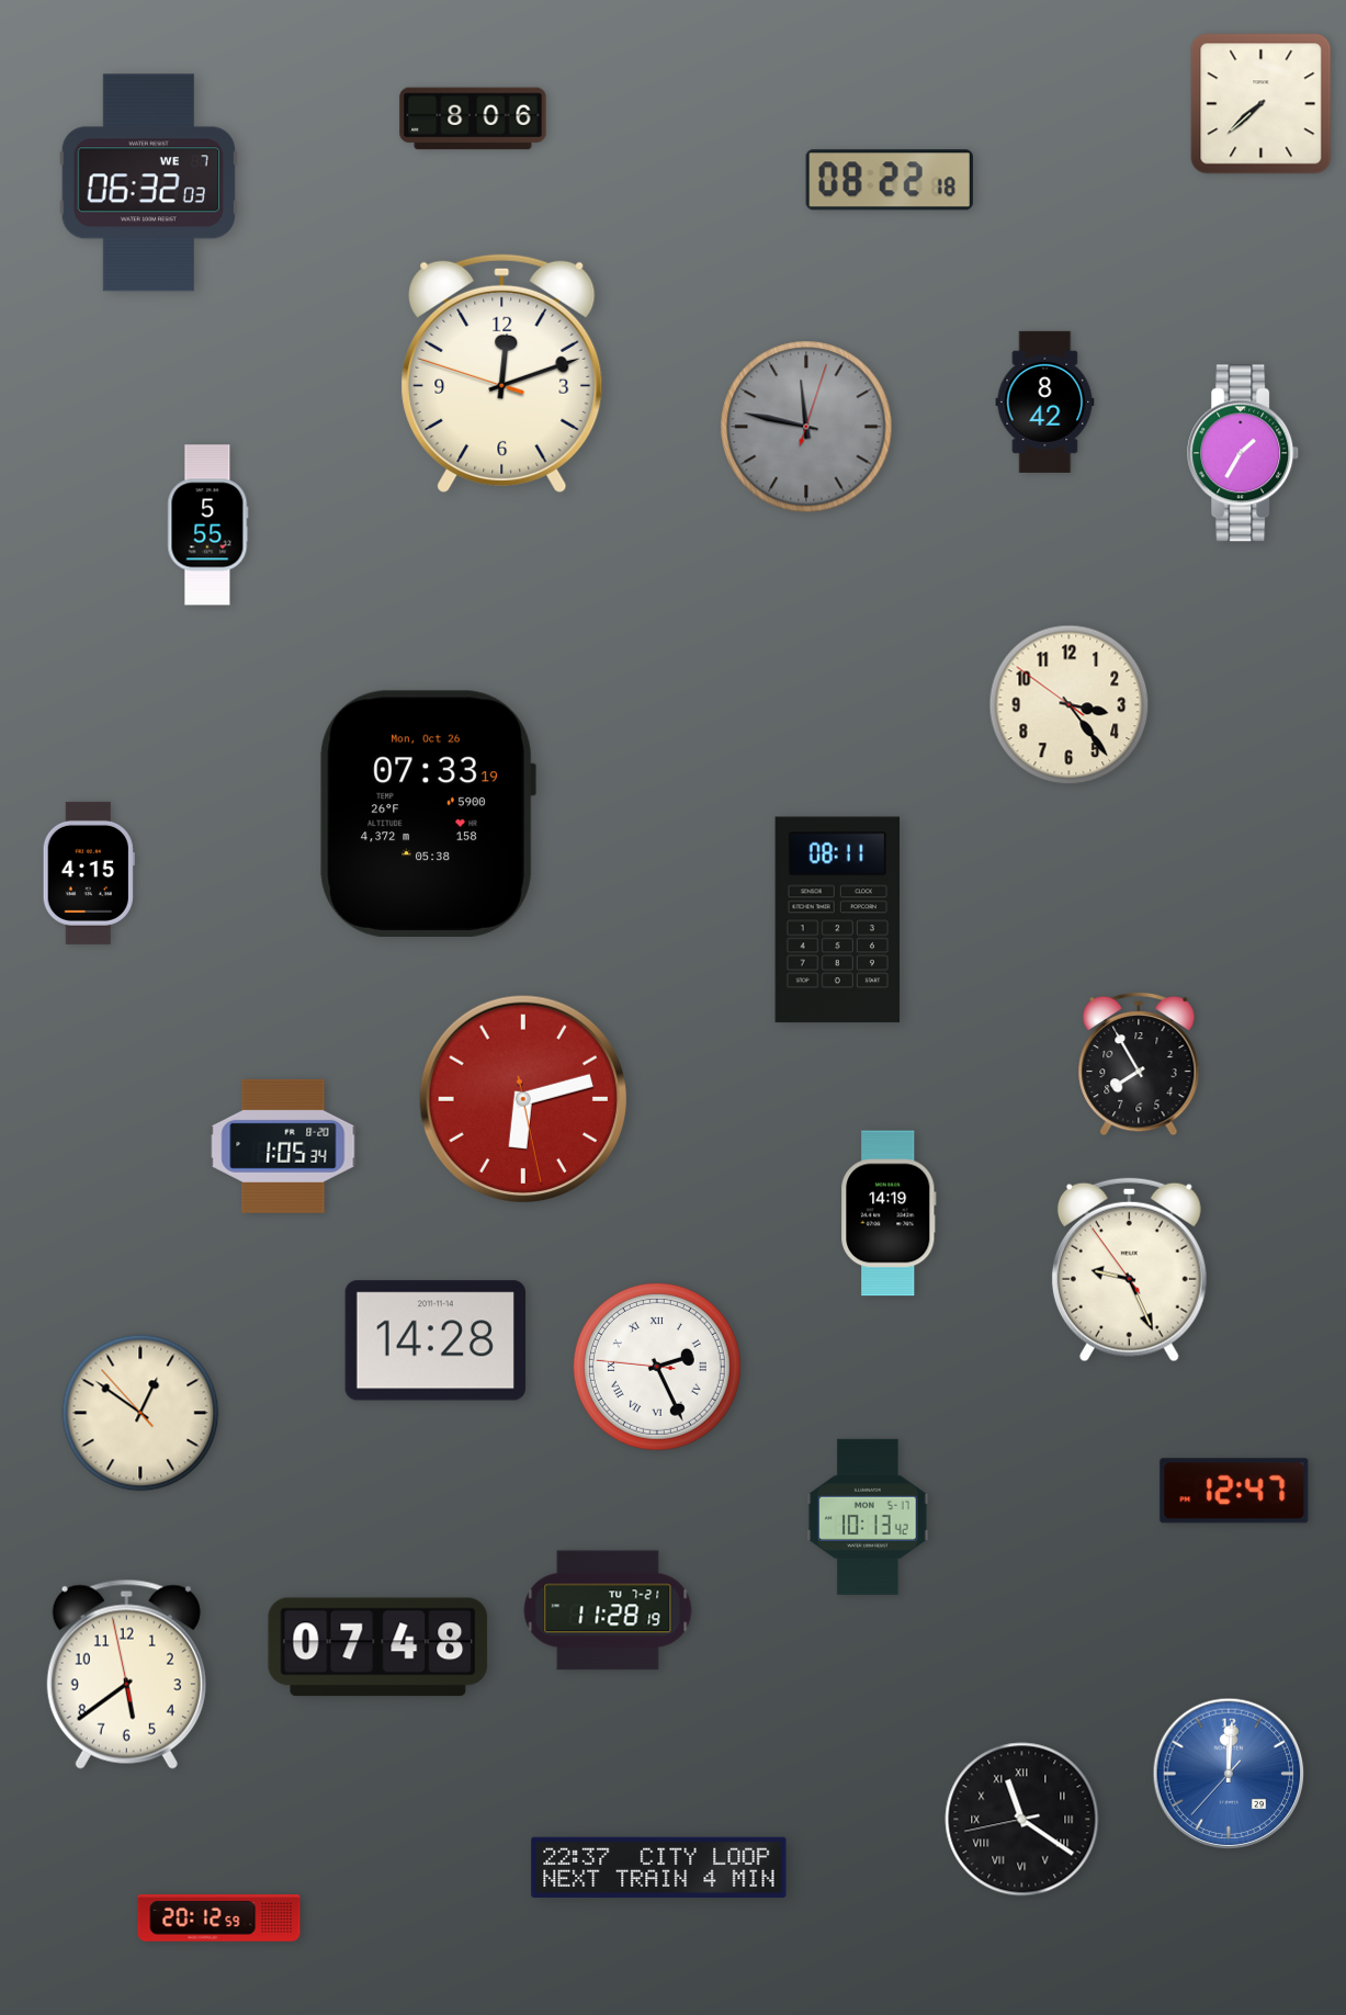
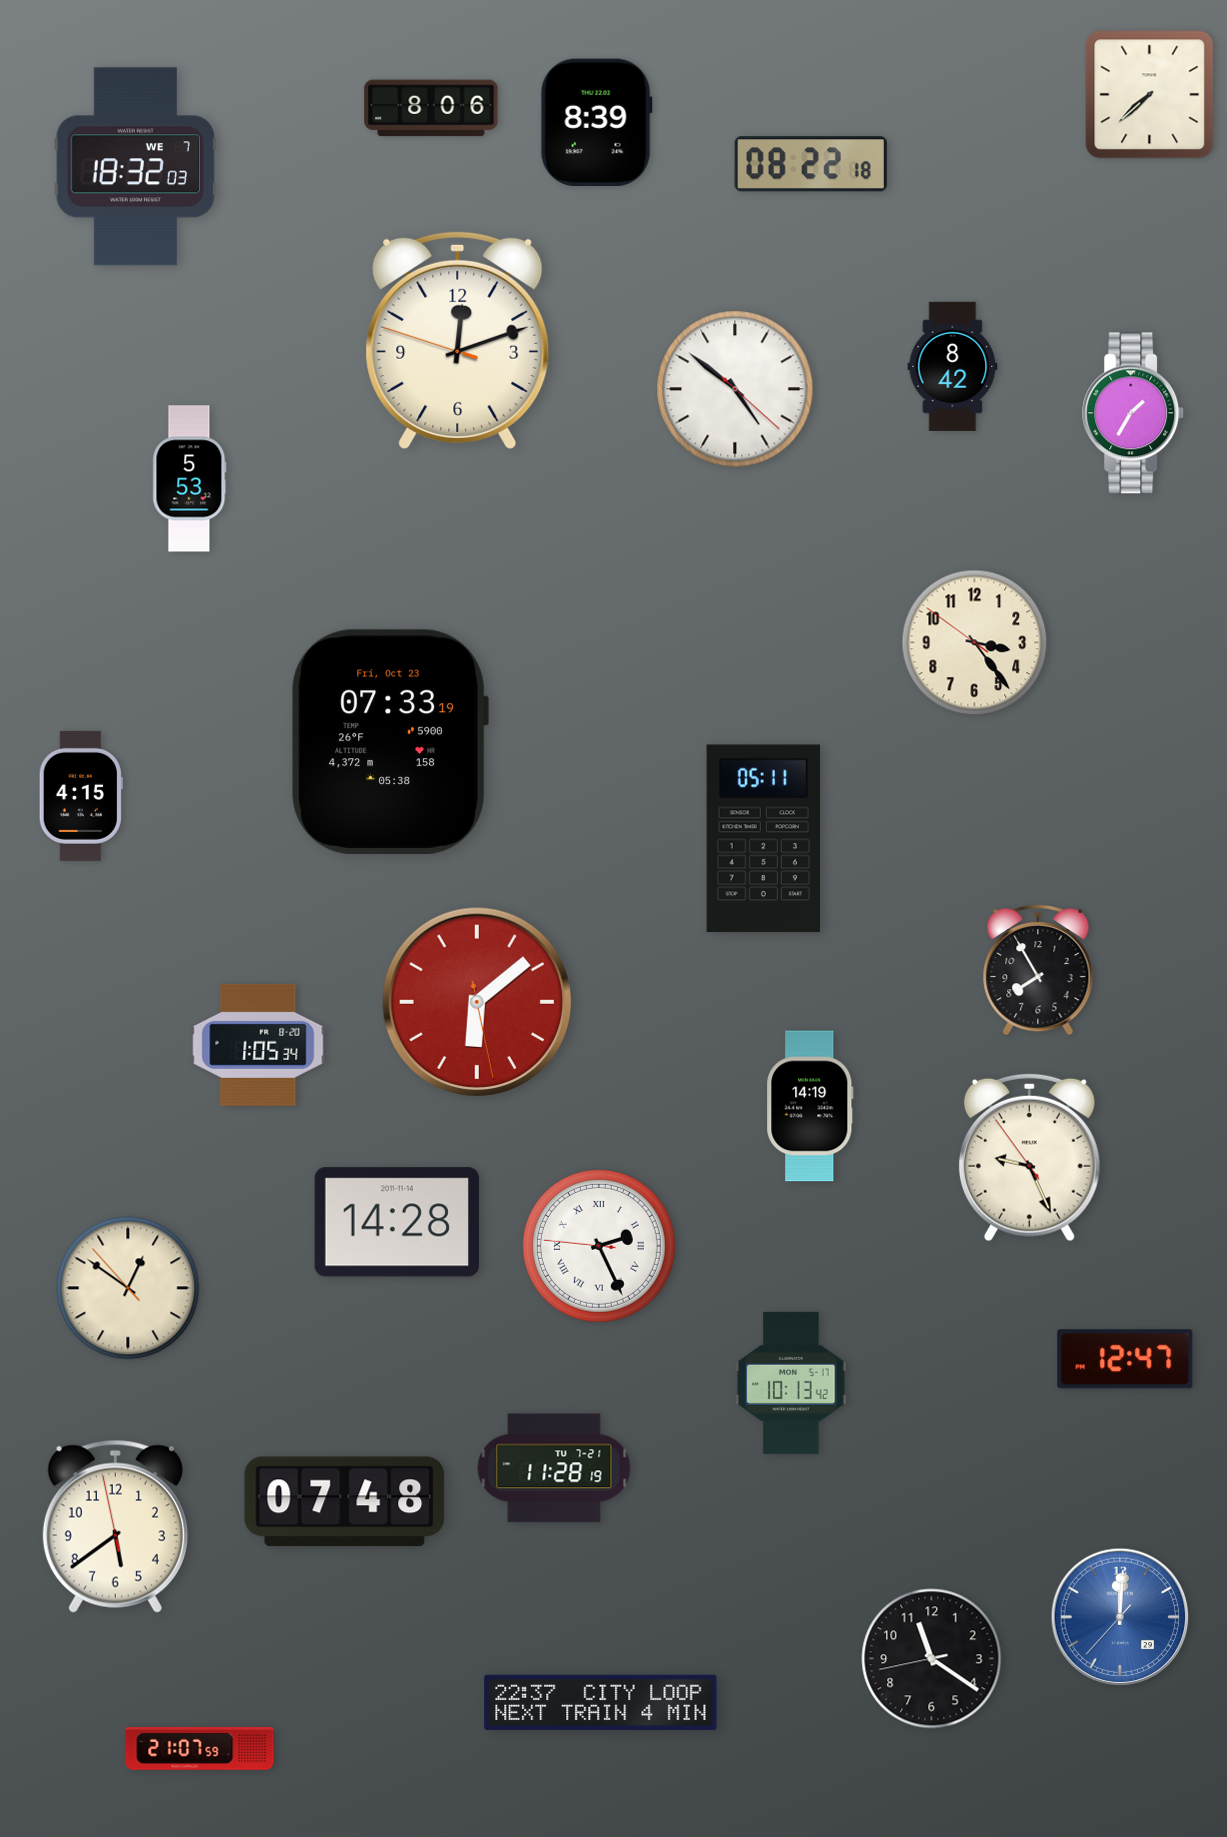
clock at (596, 122): none -> 8:39
clock at (148, 183): 06:32 -> 18:32
clock at (806, 427): 11:47 -> 4:51
clock at (806, 427) dial: grey -> white
clock at (208, 525): 5:55 -> 5:53
clock at (428, 814) date: Mon, Oct 26 -> Fri, Oct 23
clock at (838, 920): 08:11 -> 05:11
clock at (522, 1098): 6:12 -> 6:08
clock at (1022, 1820) numerals: Roman -> Arabic
clock at (219, 1918): 20:12 -> 21:07
